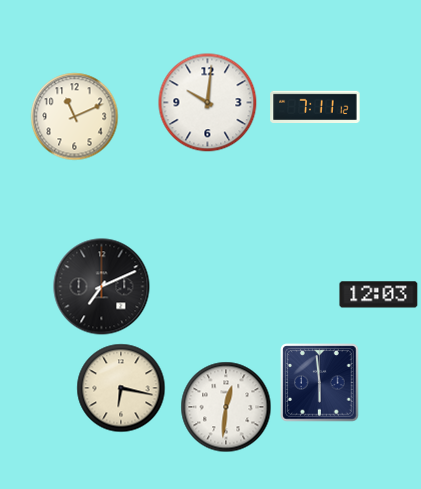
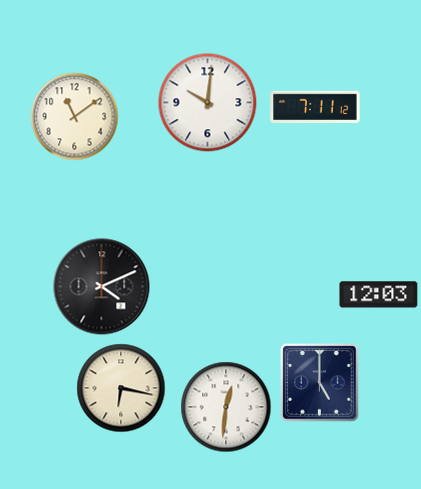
clock at (75, 117): 11:11 -> 11:09
clock at (102, 287): 7:11 -> 4:11
clock at (320, 383): 5:59 -> 5:00
